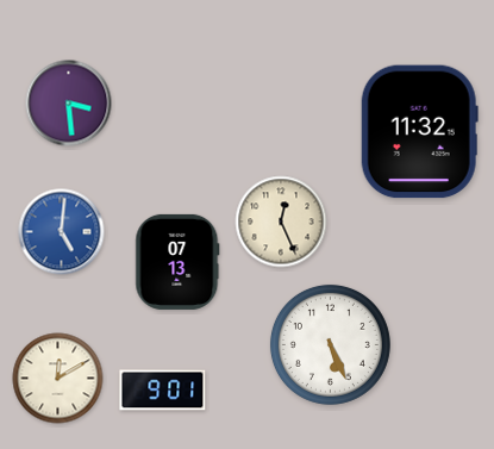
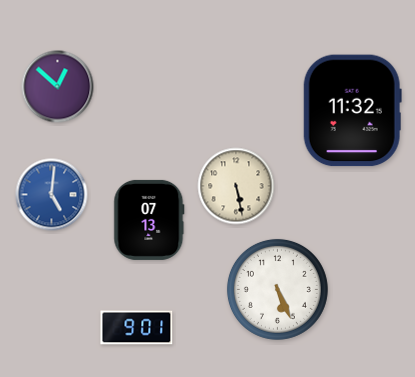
clock at (69, 104): 3:29 -> 12:52
clock at (281, 222): 12:26 -> 5:28
clock at (58, 379): 12:10 -> none
